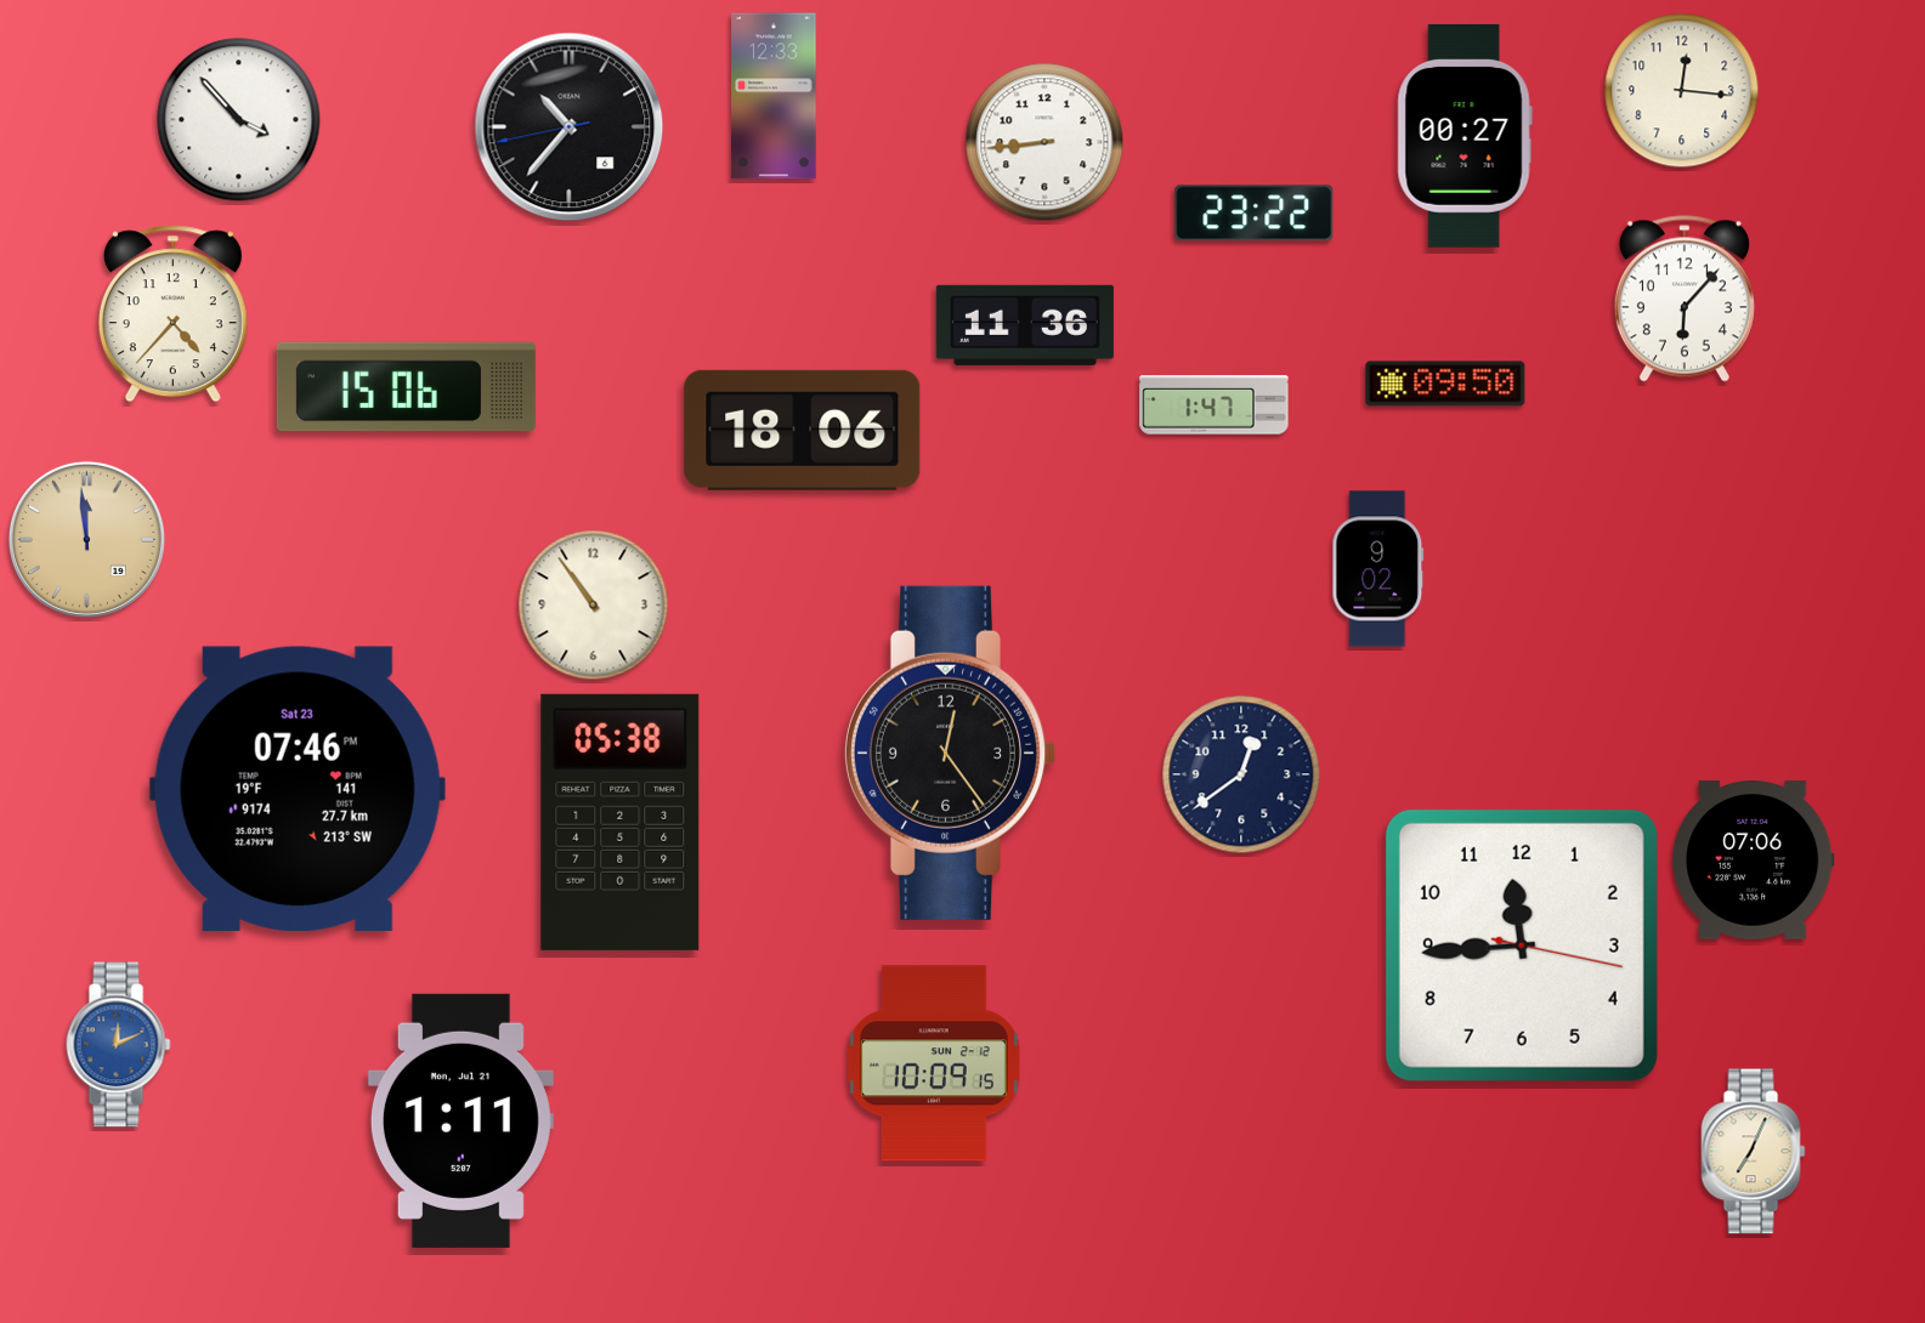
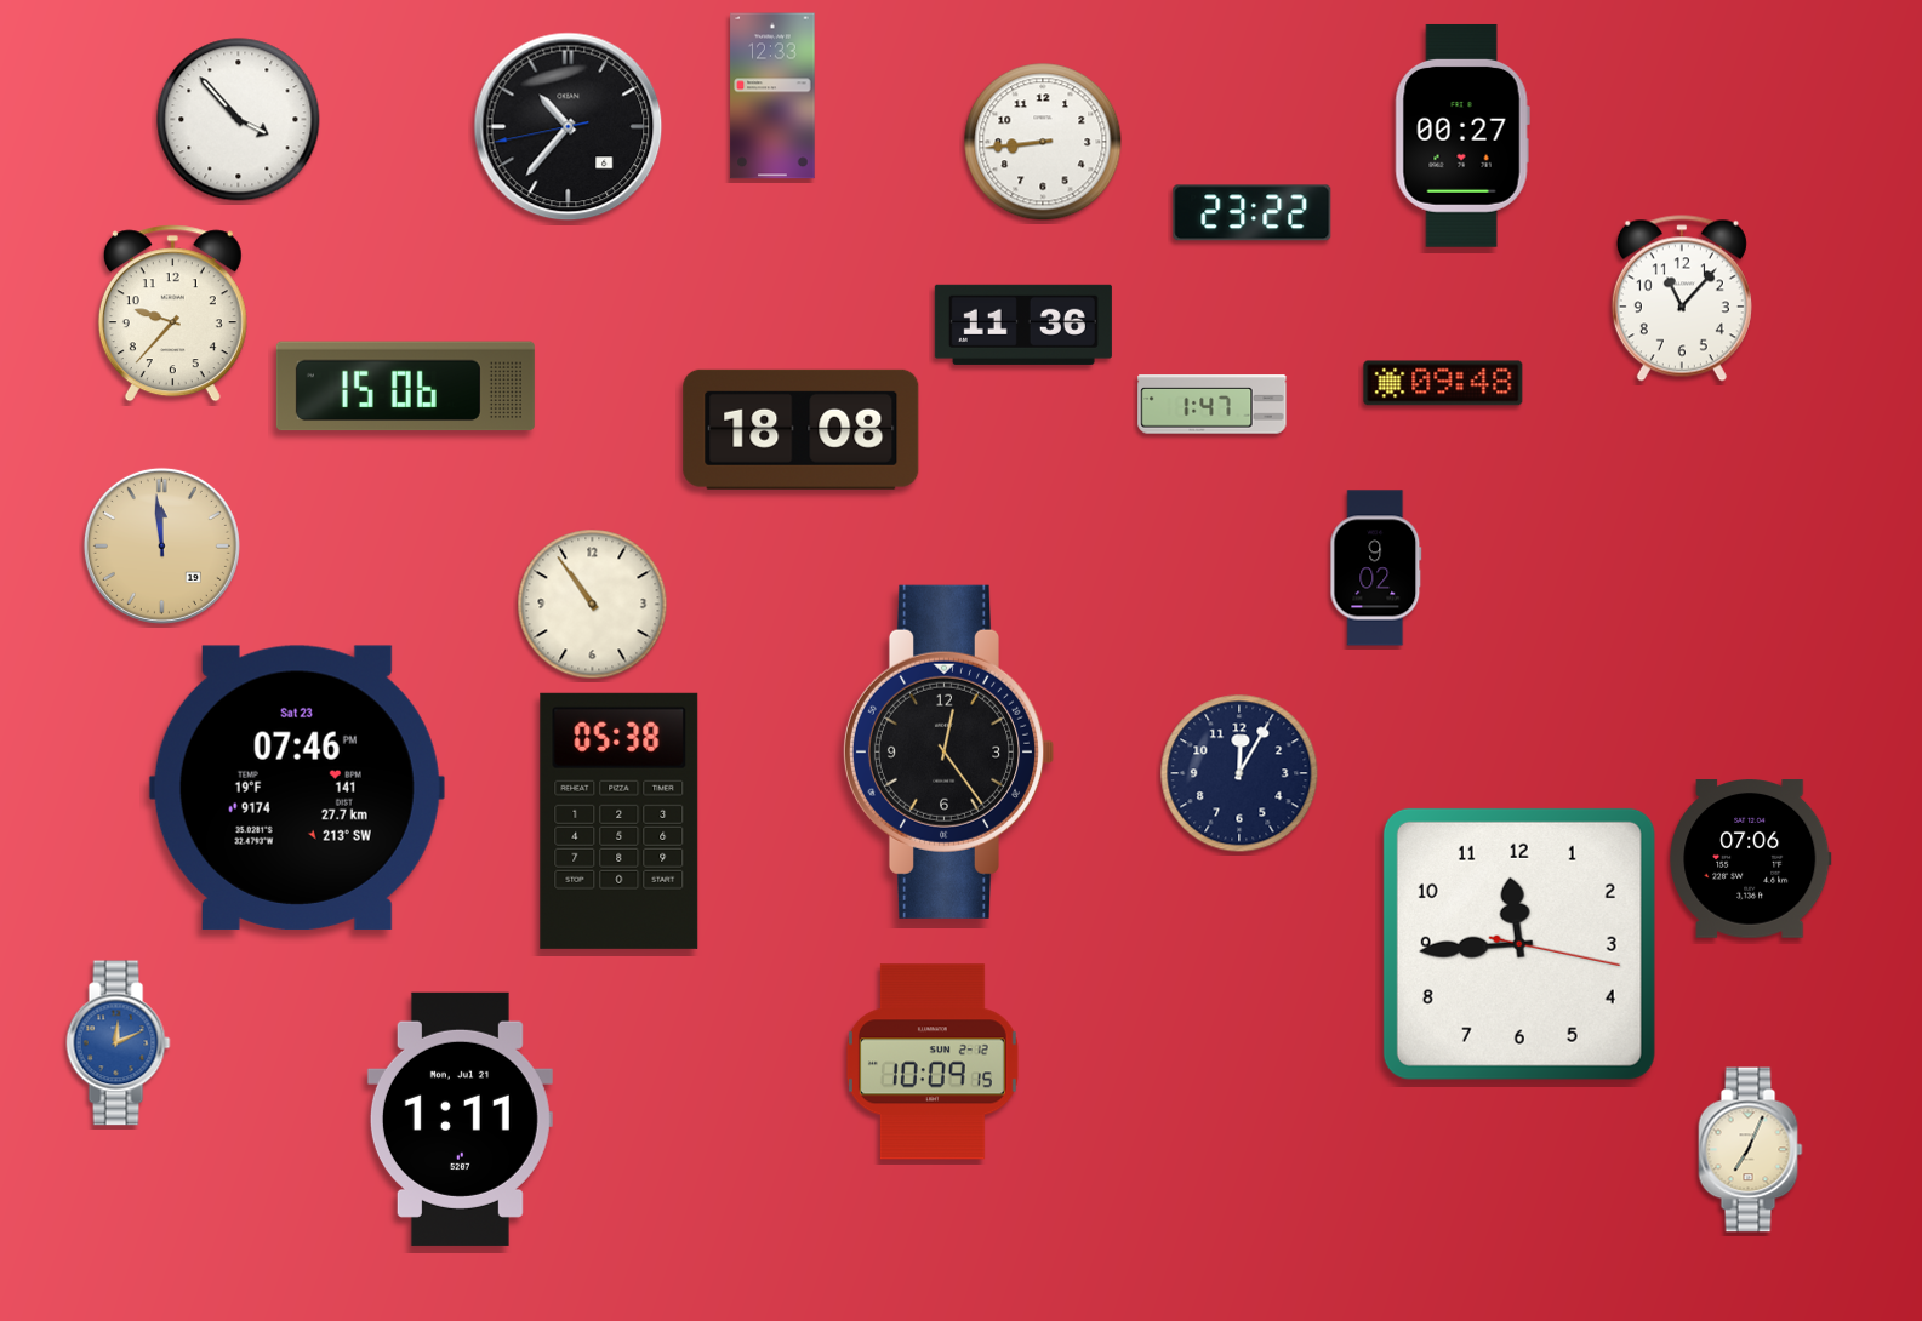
clock at (1682, 91): 12:16 -> none
clock at (1685, 299): 6:07 -> 11:07
clock at (172, 314): 4:37 -> 9:37
clock at (1445, 384): 09:50 -> 09:48
clock at (803, 430): 18:06 -> 18:08
clock at (86, 539) position: (86, 539) -> (161, 545)
clock at (1241, 774): 12:39 -> 12:05
